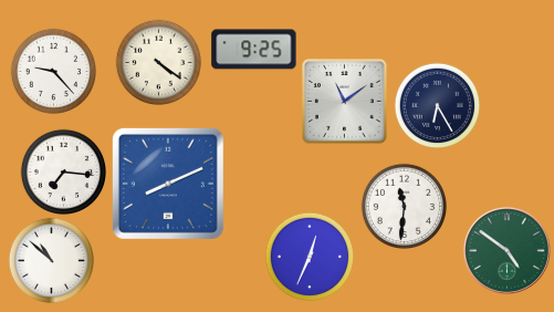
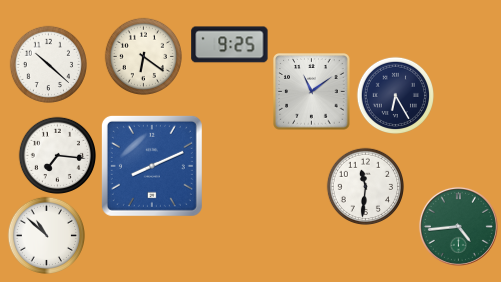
clock at (158, 62): 4:21 -> 6:21
clock at (53, 71): 9:23 -> 10:22
clock at (506, 250): 4:51 -> 4:44
clock at (310, 257): 12:34 -> none
